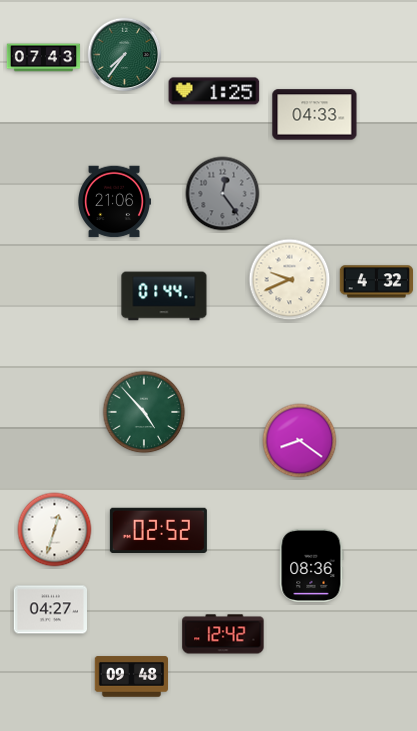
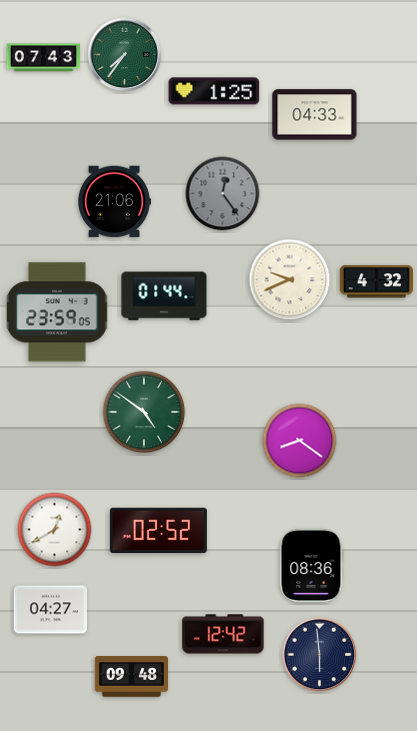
clock at (57, 312): none -> 23:59
clock at (144, 412): 4:53 -> 4:51
clock at (55, 530): 12:33 -> 12:40
clock at (320, 655): none -> 5:59
